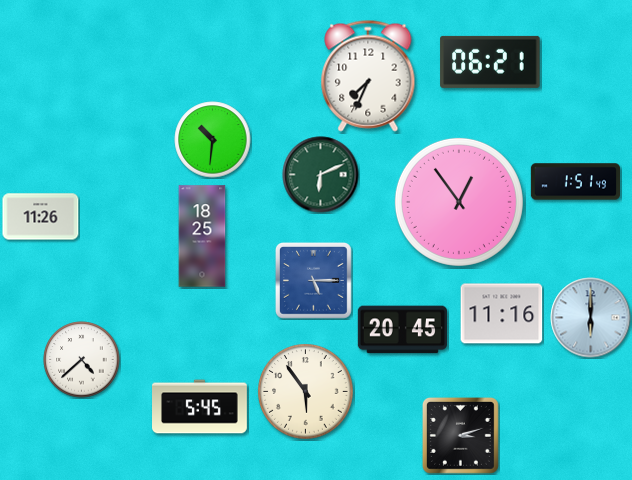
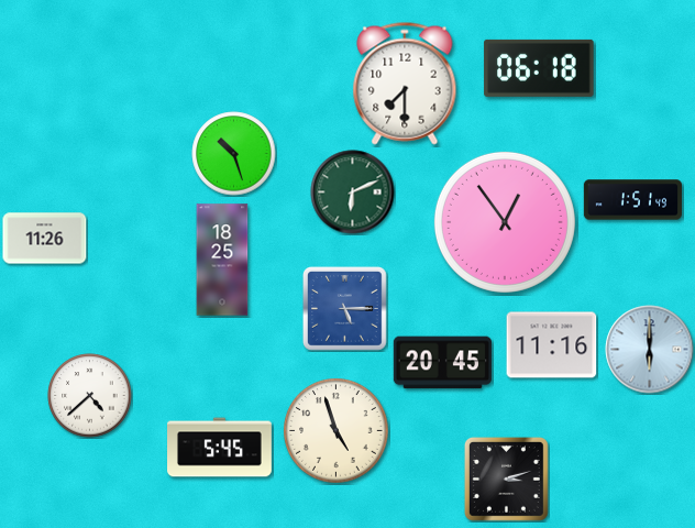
clock at (490, 62): 06:21 -> 06:18
clock at (368, 76): 7:34 -> 7:30
clock at (213, 140): 10:31 -> 10:27
clock at (306, 392): 5:54 -> 4:57
